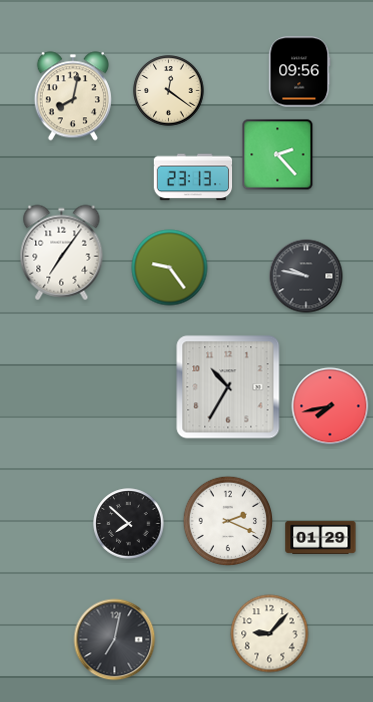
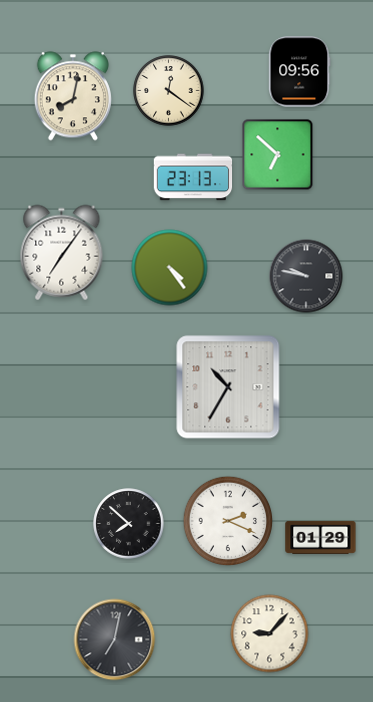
clock at (278, 155): 2:23 -> 6:52
clock at (170, 268): 9:24 -> 4:24
clock at (330, 406): 7:43 -> none
